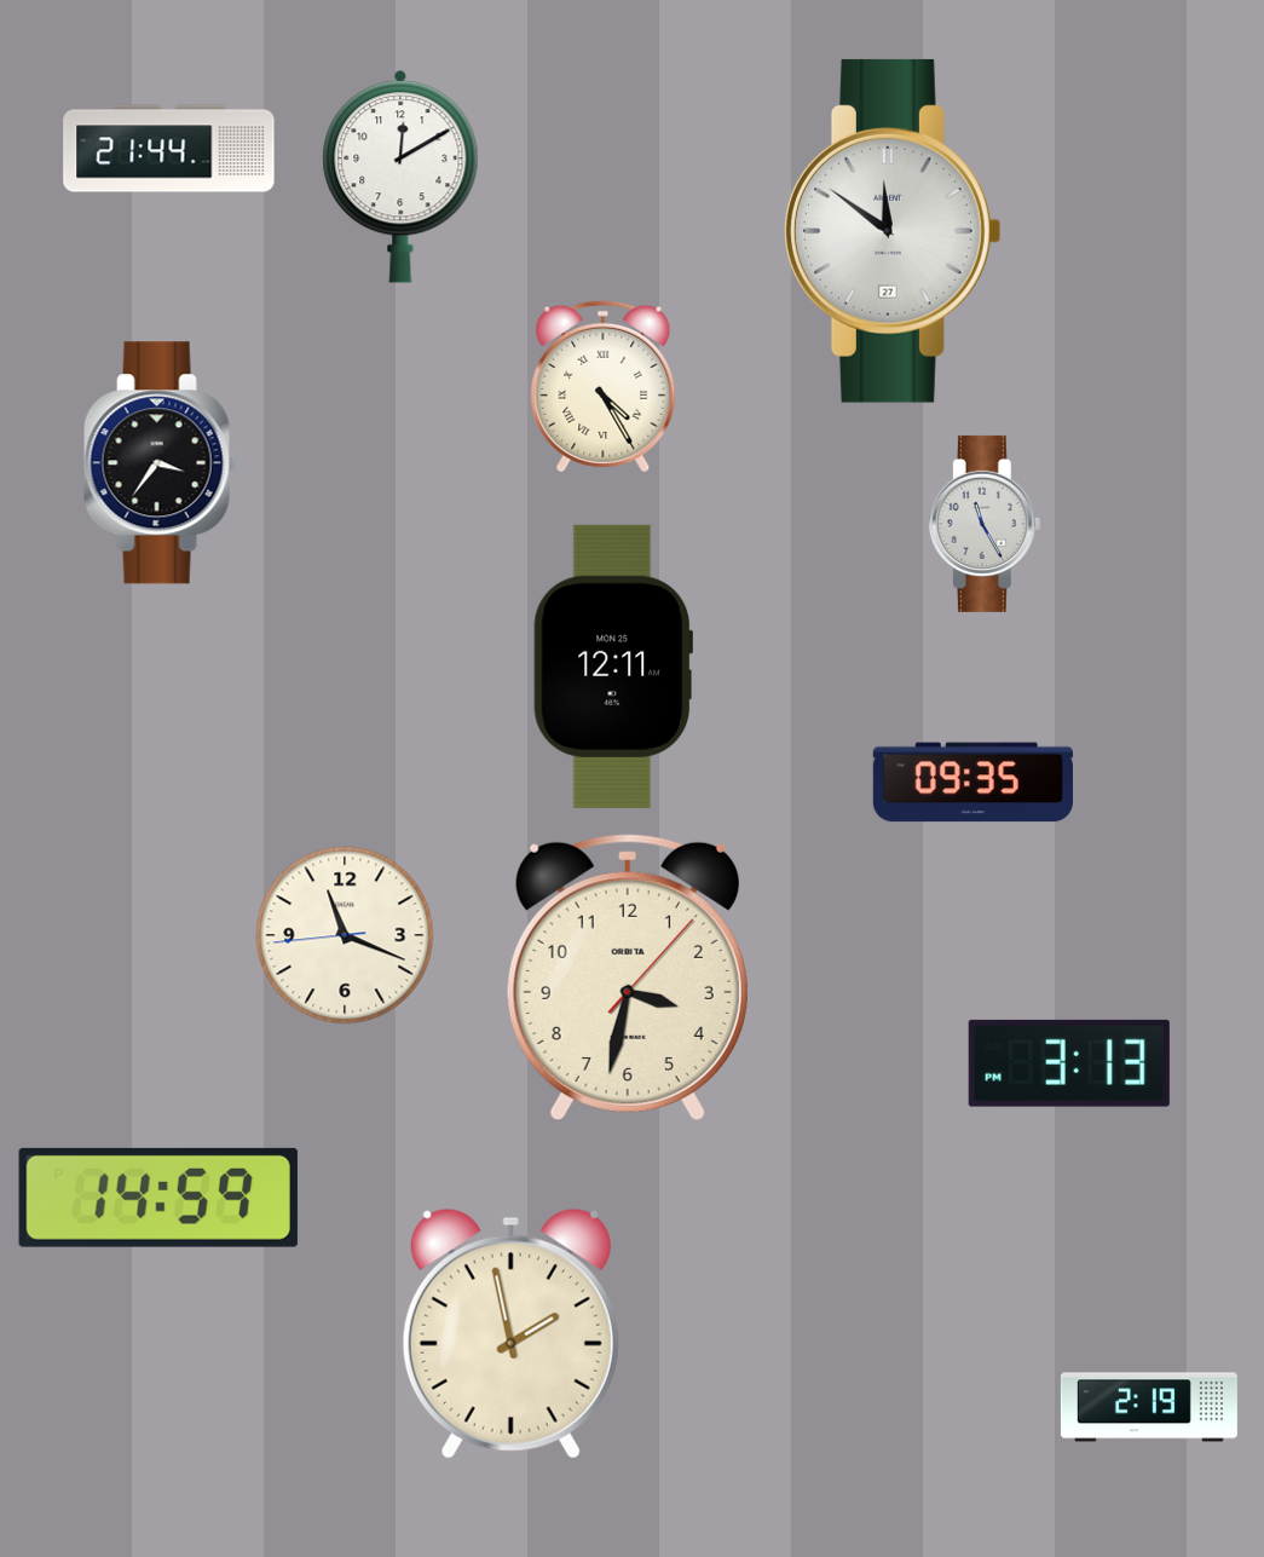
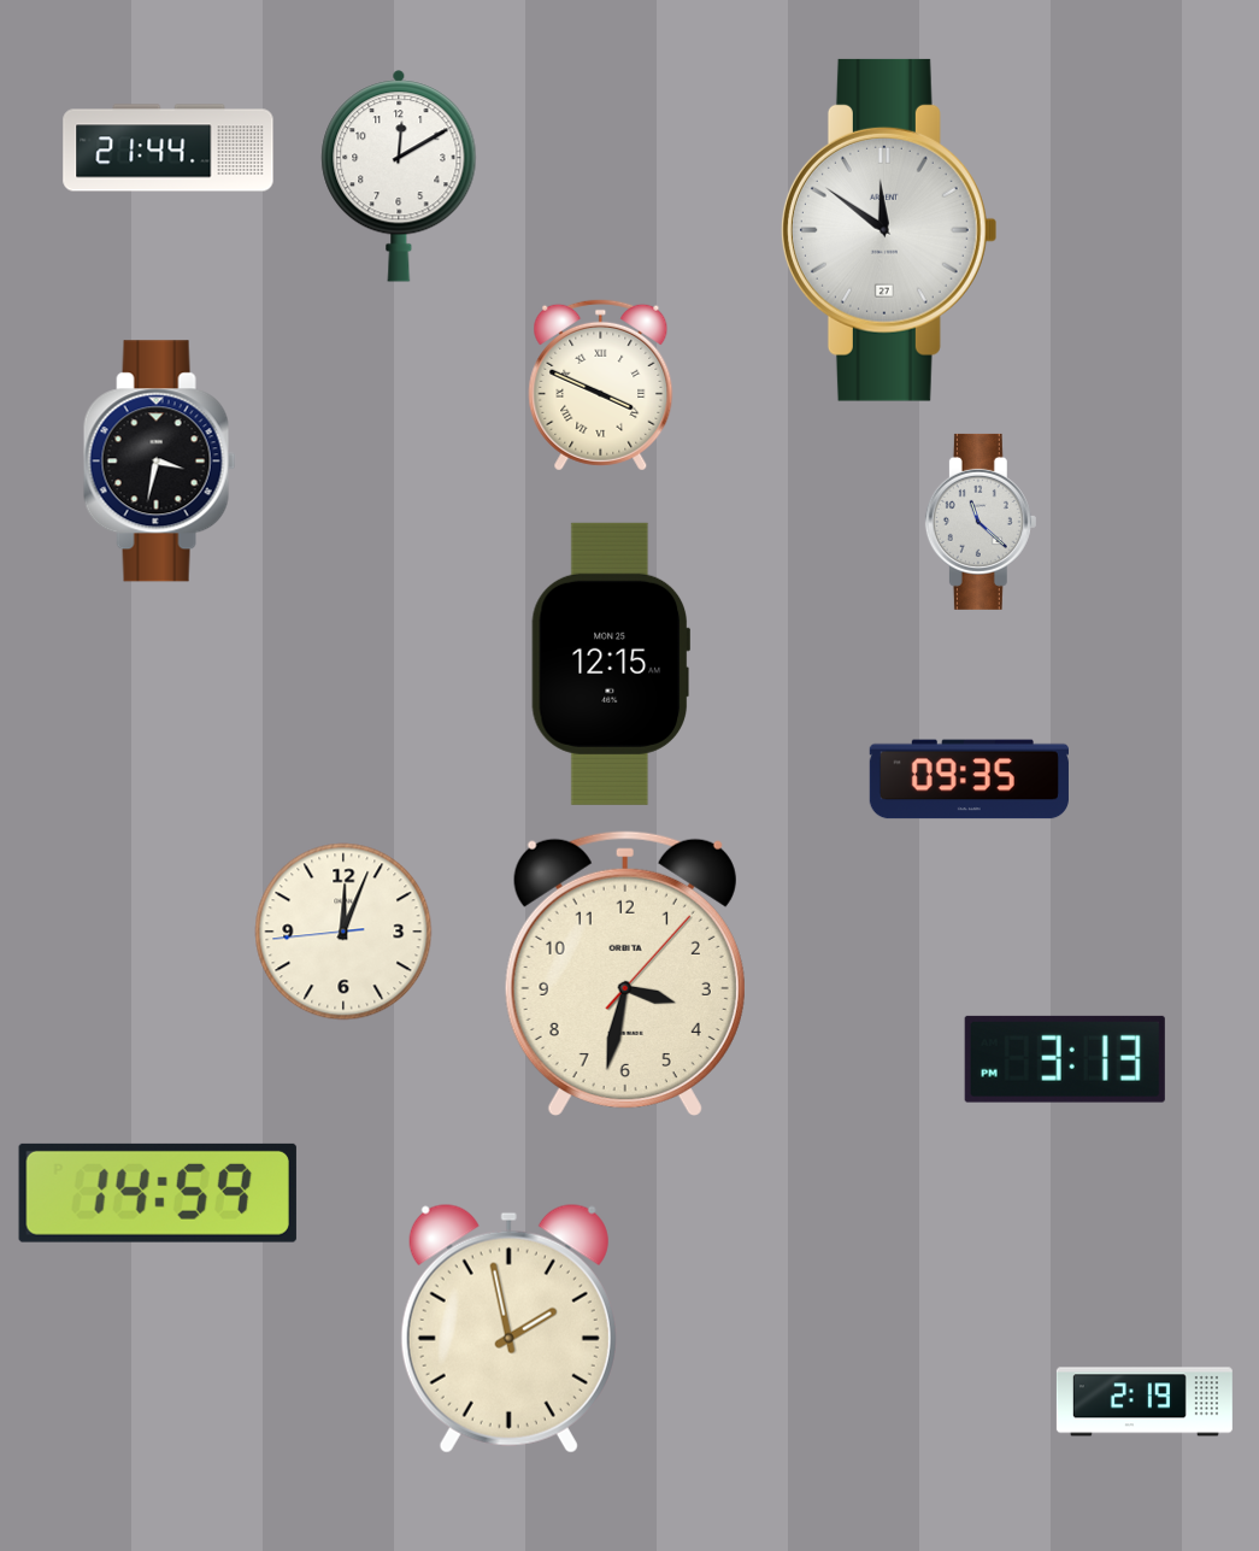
clock at (604, 386): 4:25 -> 3:49
clock at (160, 463): 3:36 -> 3:32
clock at (985, 524): 11:25 -> 11:22
clock at (612, 667): 12:11 -> 12:15
clock at (345, 935): 11:18 -> 12:03
